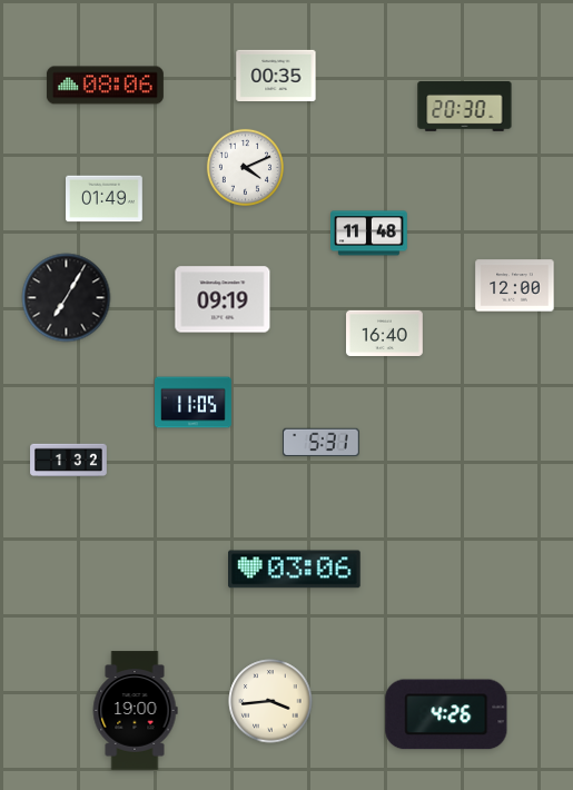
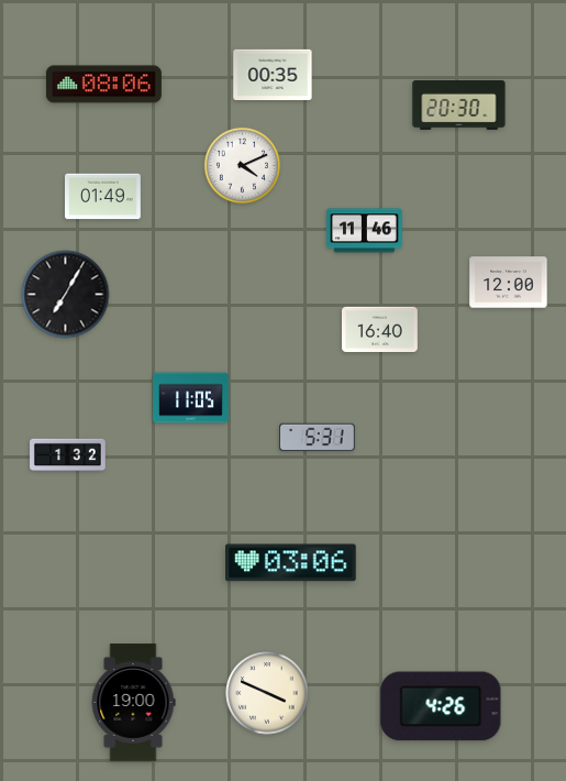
clock at (369, 234): 11:48 -> 11:46
clock at (223, 299): 09:19 -> none
clock at (270, 701): 3:44 -> 3:49
